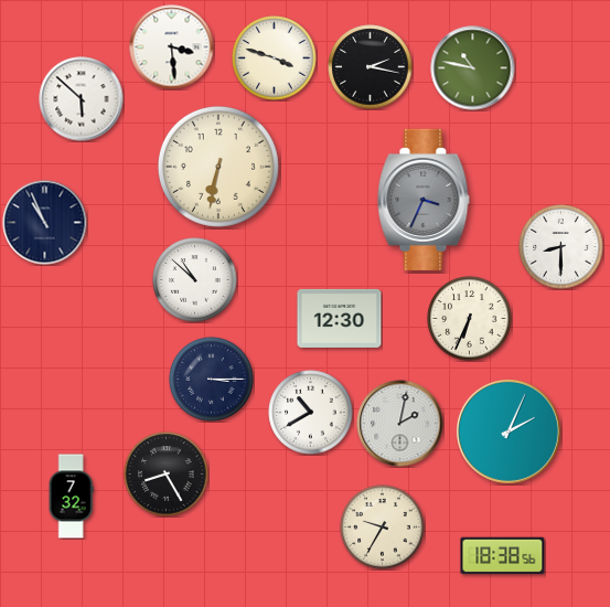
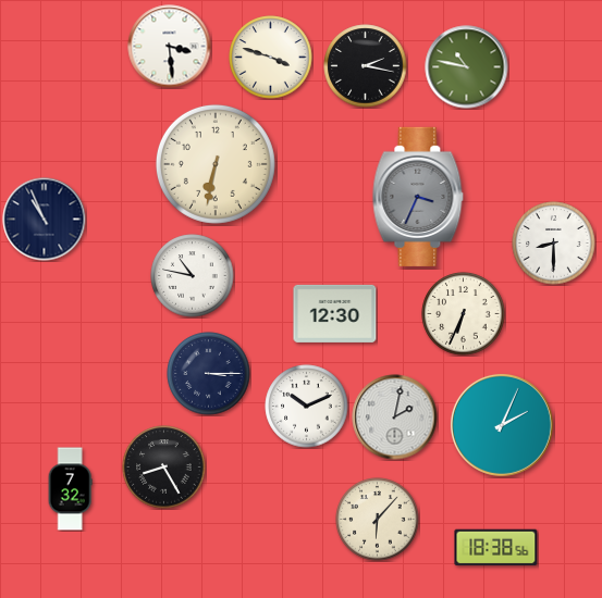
clock at (82, 99): 5:52 -> none
clock at (195, 280): 10:52 -> 10:47
clock at (311, 413): 10:40 -> 10:11
clock at (383, 528): 9:35 -> 6:07
